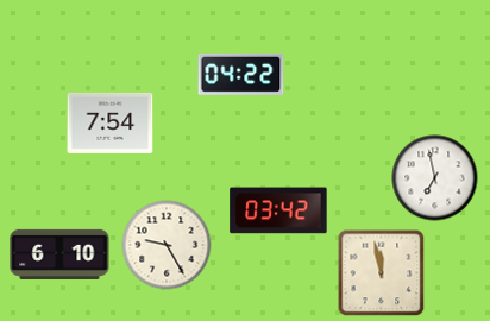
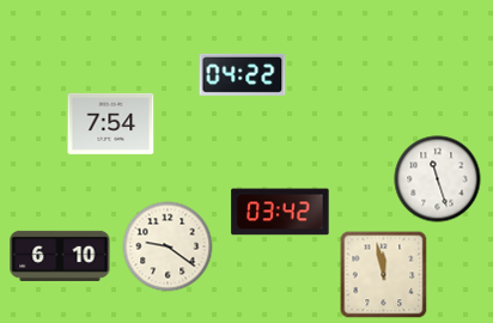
clock at (435, 178): 6:58 -> 11:27
clock at (167, 245): 9:25 -> 9:21
